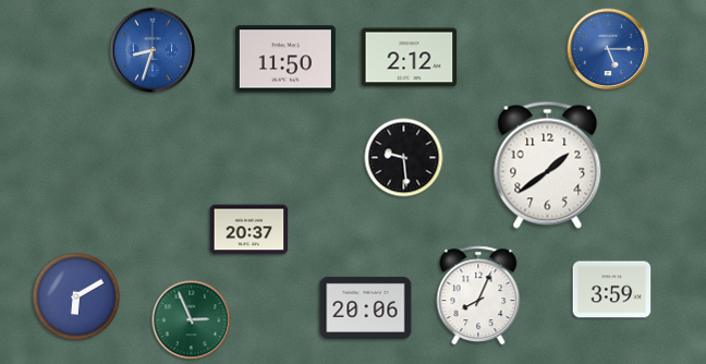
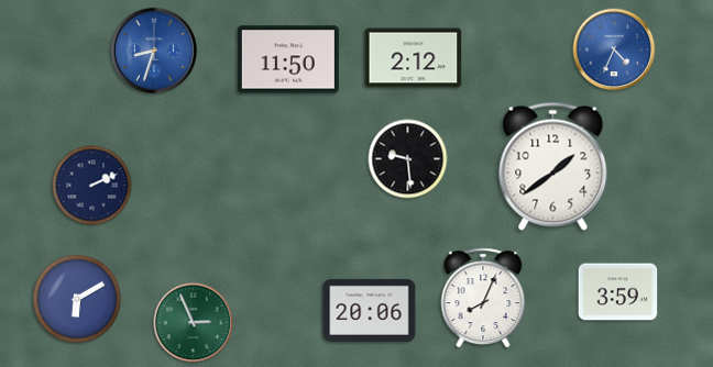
clock at (608, 49): 5:15 -> 4:34
clock at (92, 186): none -> 2:11
clock at (249, 230): 20:37 -> none
